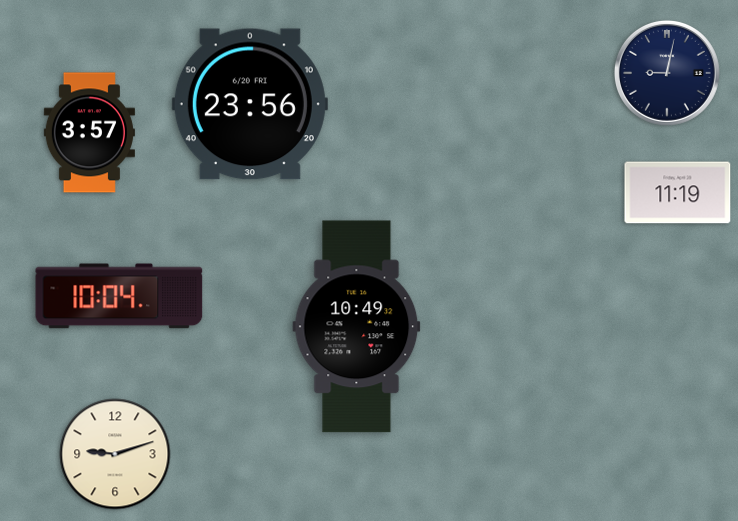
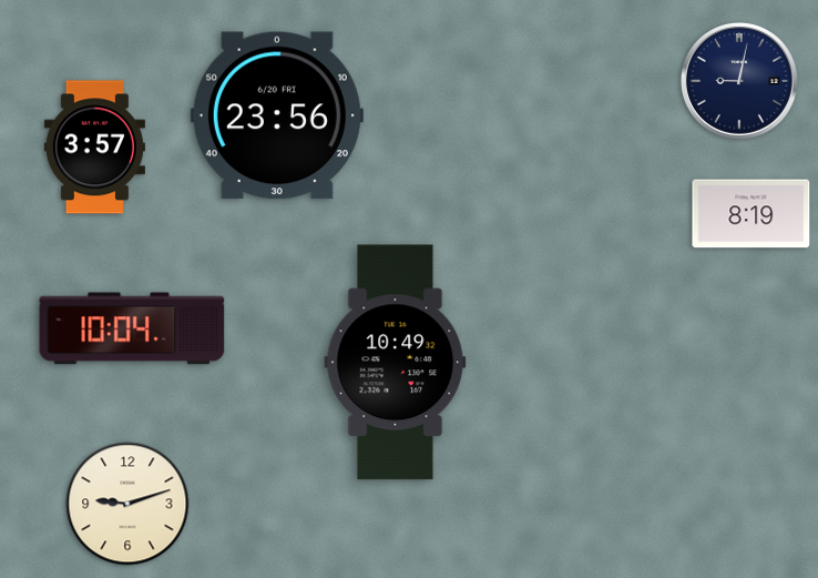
clock at (89, 133) position: (89, 133) -> (94, 148)
clock at (678, 193): 11:19 -> 8:19
